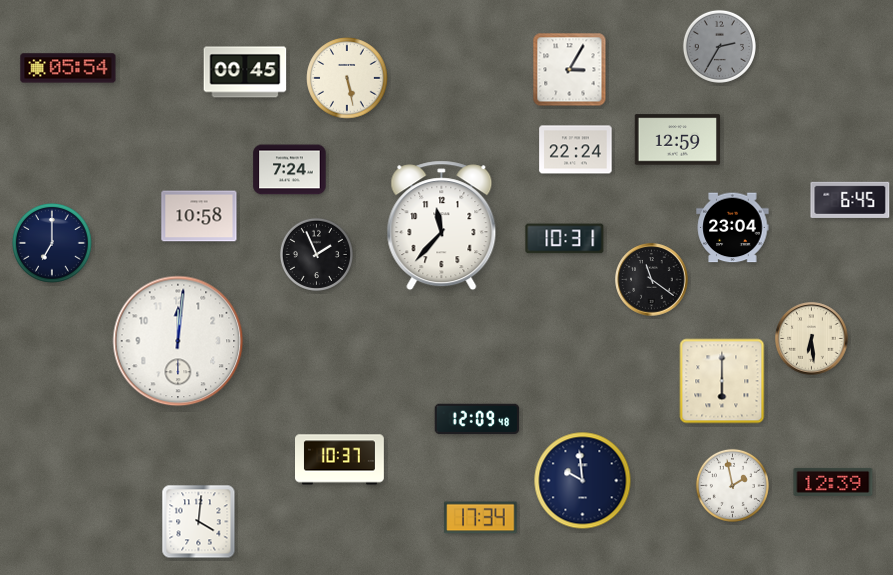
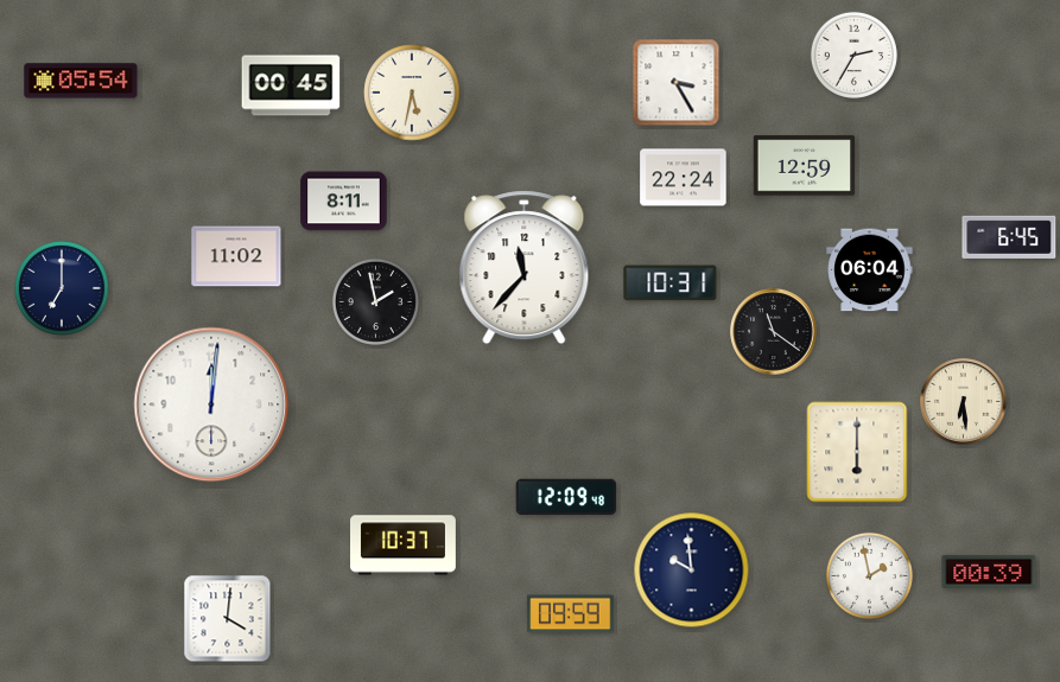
clock at (719, 46) dial: grey -> white
clock at (570, 70): 3:05 -> 3:25
clock at (347, 78): 5:28 -> 5:32
clock at (290, 170): 7:24 -> 8:11
clock at (199, 216): 10:58 -> 11:02
clock at (733, 228): 23:04 -> 06:04
clock at (316, 254): 1:56 -> 1:58
clock at (833, 482): 12:39 -> 00:39
clock at (481, 518): 17:34 -> 09:59
clock at (199, 522) position: (199, 522) -> (228, 619)
